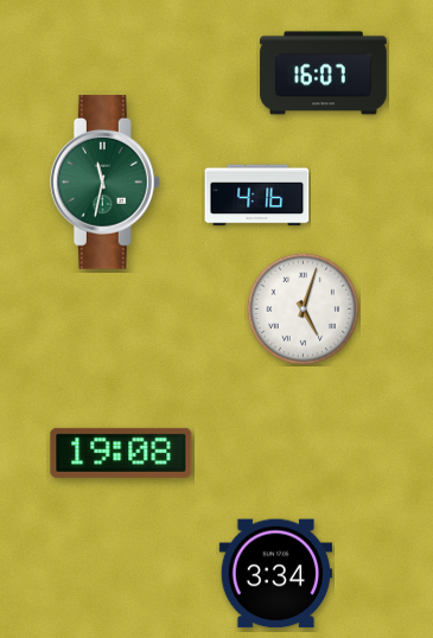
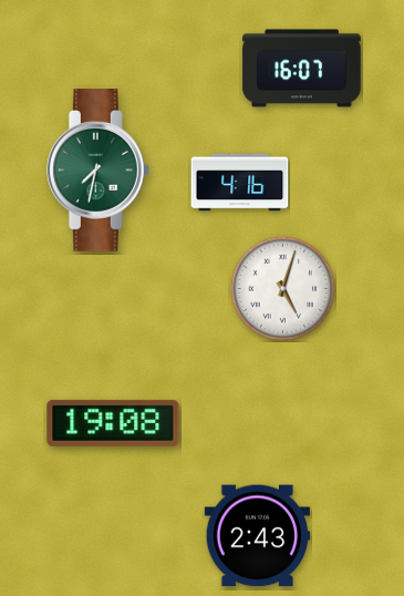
clock at (104, 183): 11:32 -> 7:32
clock at (275, 574): 3:34 -> 2:43
